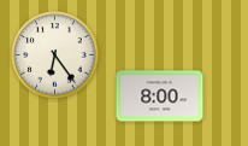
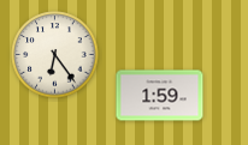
clock at (160, 97): 8:00 -> 1:59
